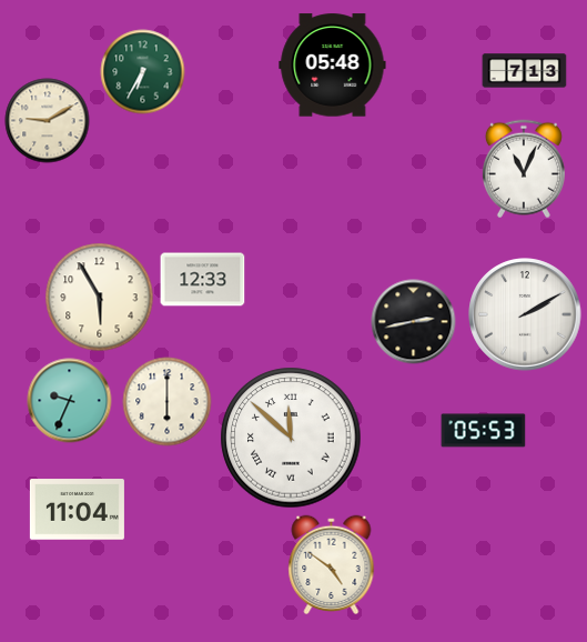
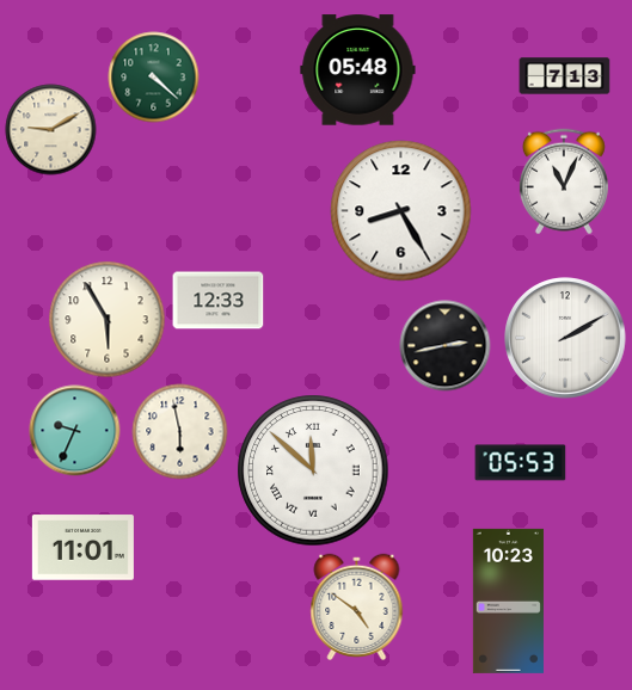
clock at (143, 72): 6:35 -> 4:22
clock at (401, 211): none -> 8:25
clock at (168, 402): 6:00 -> 5:58
clock at (77, 510): 11:04 -> 11:01
clock at (508, 600): none -> 10:23
